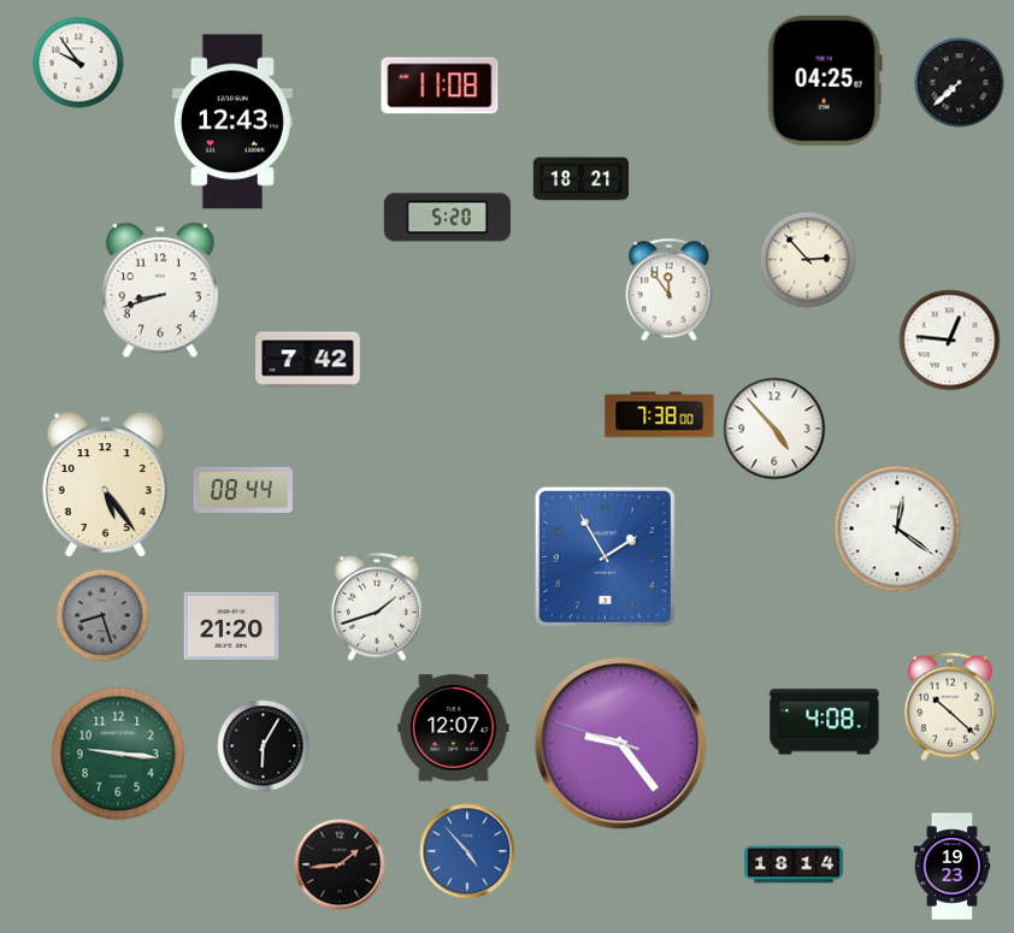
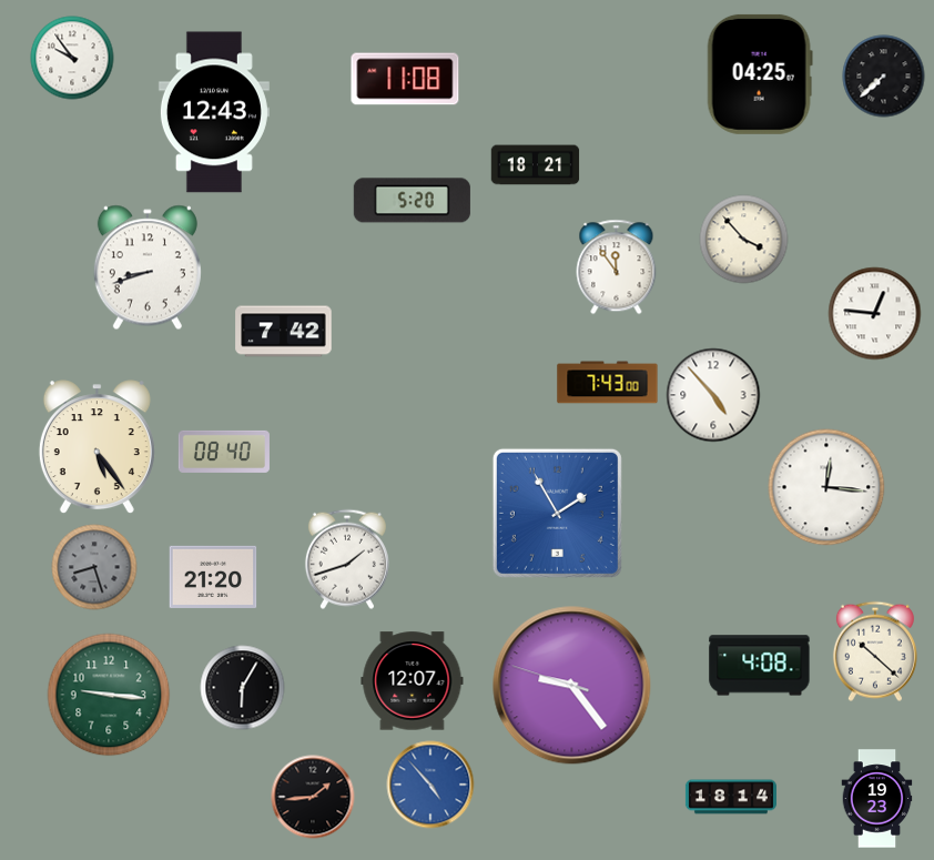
clock at (808, 260): 2:53 -> 3:53
clock at (660, 415): 7:38 -> 7:43
clock at (243, 490): 08:44 -> 08:40
clock at (897, 528): 12:21 -> 12:16
clock at (454, 728) position: (454, 728) -> (413, 681)
